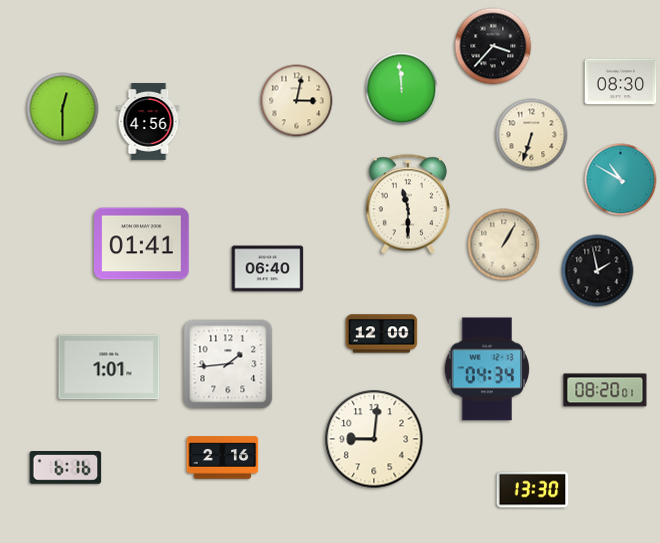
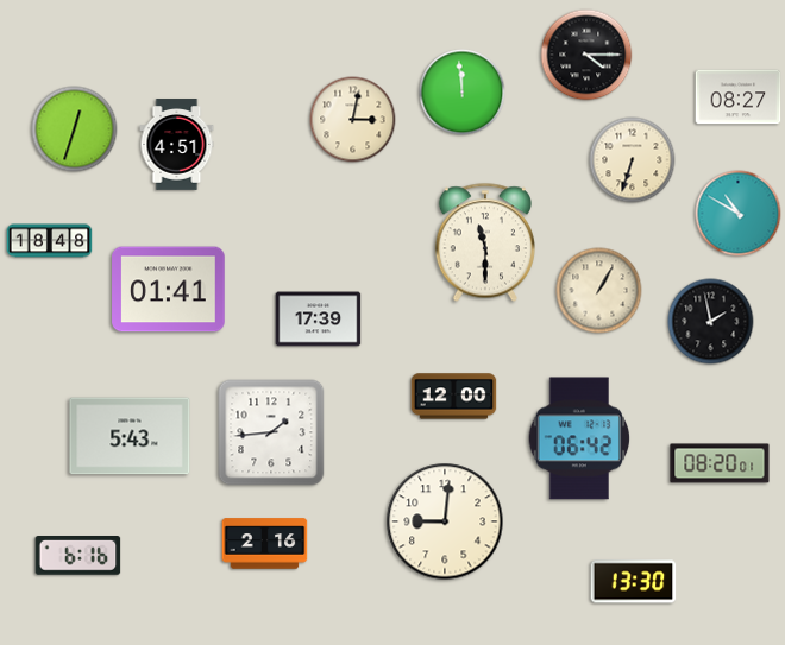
clock at (493, 46): 3:37 -> 4:15
clock at (621, 82): 08:30 -> 08:27
clock at (402, 89) position: (402, 89) -> (463, 93)
clock at (63, 109): 12:30 -> 12:33
clock at (149, 122): 4:56 -> 4:51
clock at (50, 241): none -> 18:48
clock at (268, 269): 06:40 -> 17:39
clock at (109, 367): 1:01 -> 5:43
clock at (487, 369): 04:34 -> 06:42
